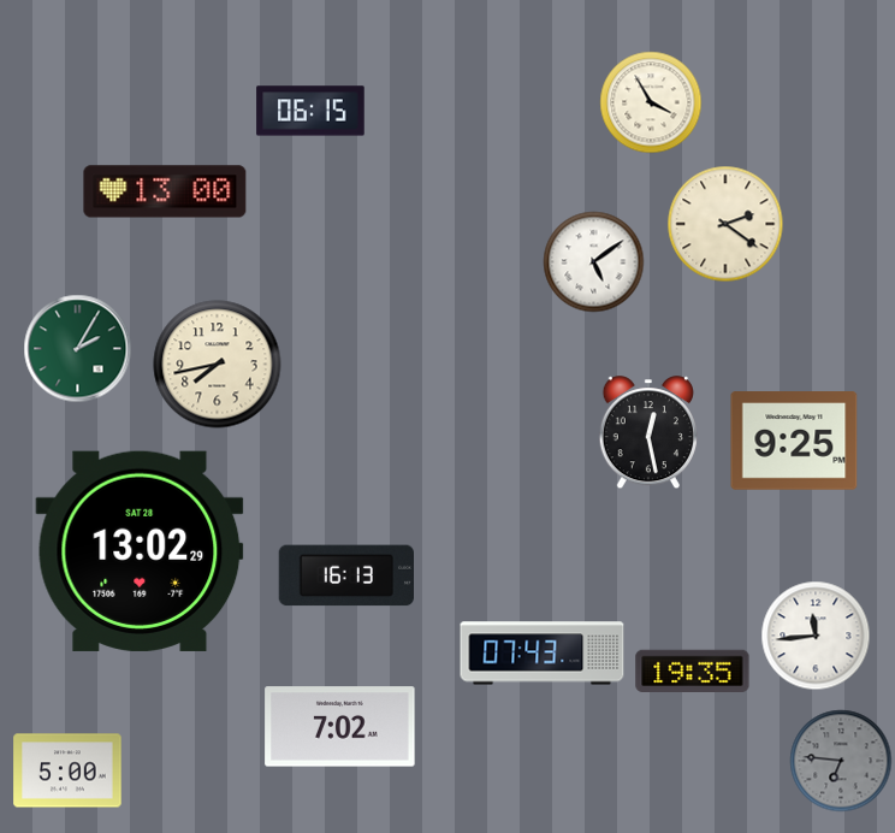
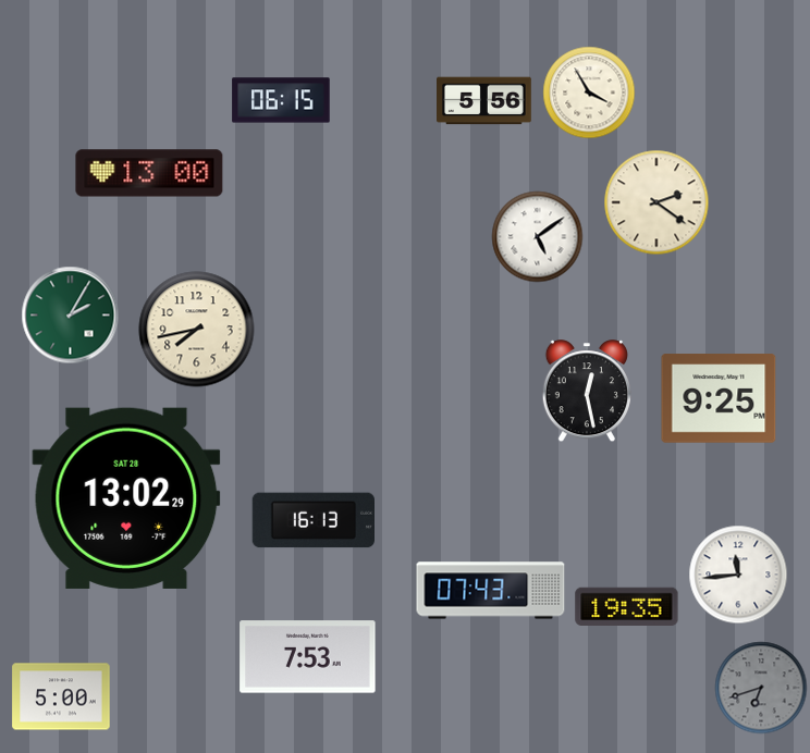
clock at (484, 101): none -> 5:56
clock at (340, 727): 7:02 -> 7:53
clock at (841, 761): 6:46 -> 6:42
